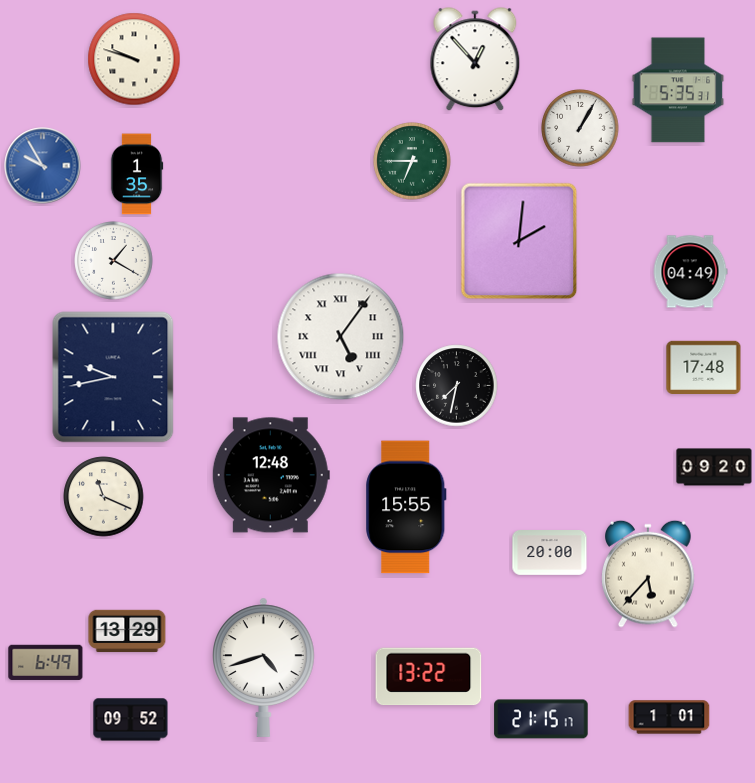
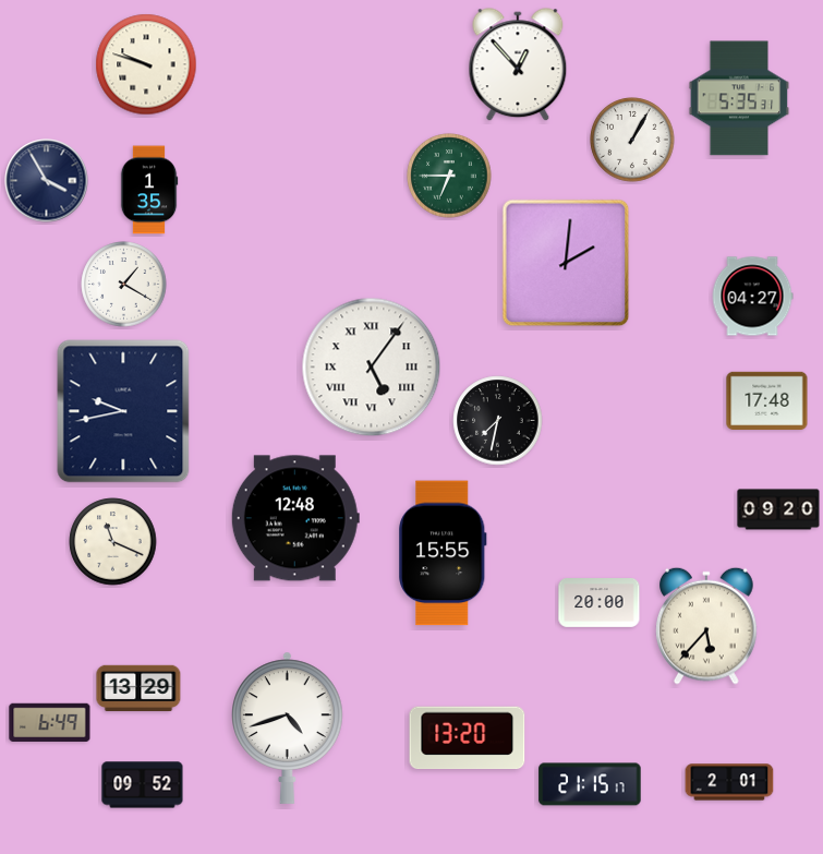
clock at (43, 166): 9:55 -> 3:55
clock at (43, 166) dial: blue -> navy
clock at (690, 272): 04:49 -> 04:27
clock at (429, 677): 13:22 -> 13:20
clock at (669, 717): 1:01 -> 2:01
